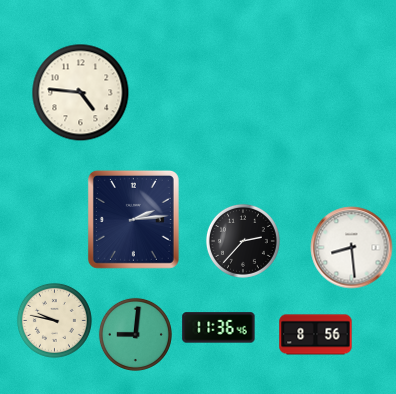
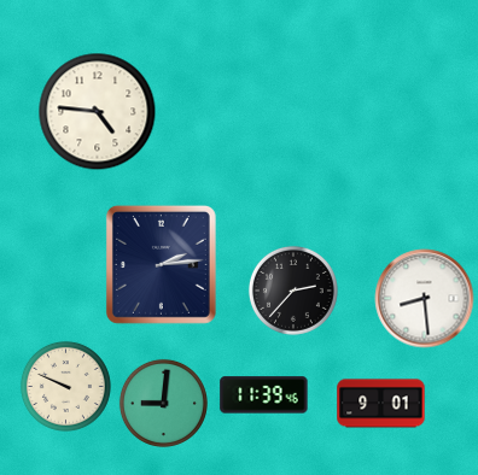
clock at (54, 320): 9:47 -> 9:49
clock at (219, 328): 11:36 -> 11:39
clock at (316, 335): 8:56 -> 9:01
